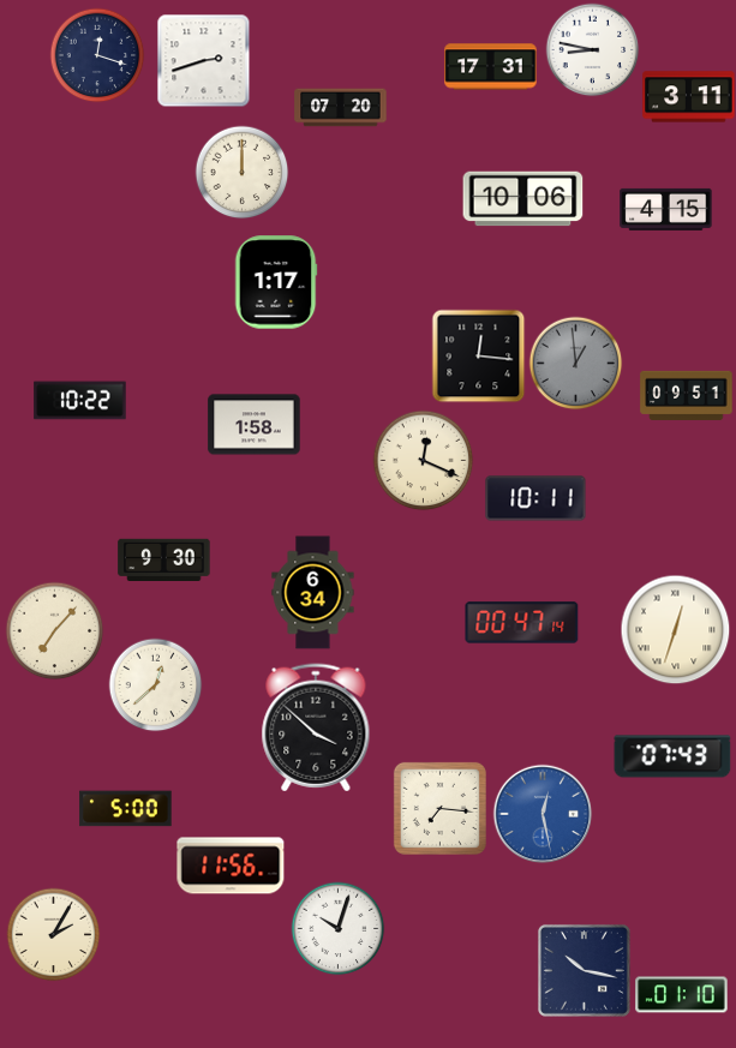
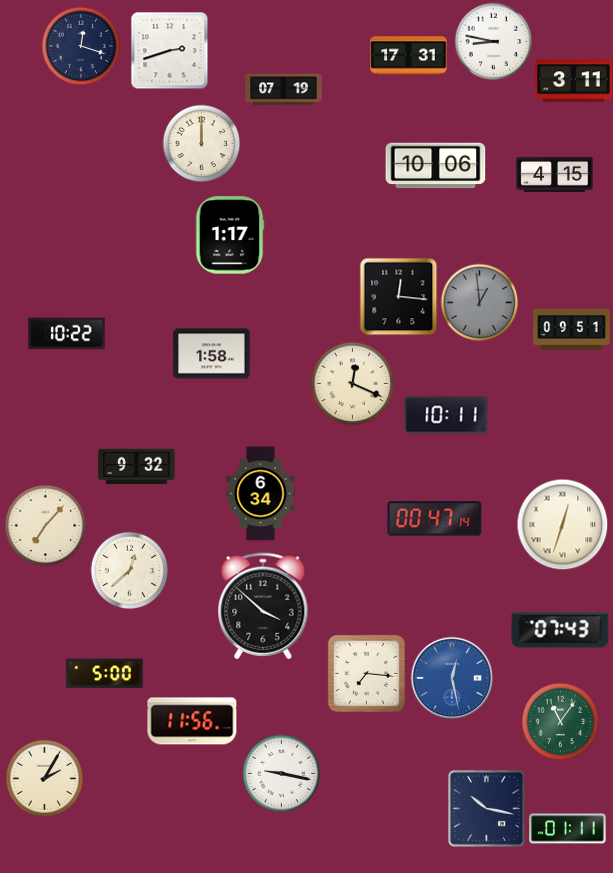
clock at (341, 108): 07:20 -> 07:19
clock at (164, 559): 9:30 -> 9:32
clock at (560, 721): none -> 11:06
clock at (337, 928): 10:03 -> 9:17
clock at (682, 995): 01:10 -> 01:11
